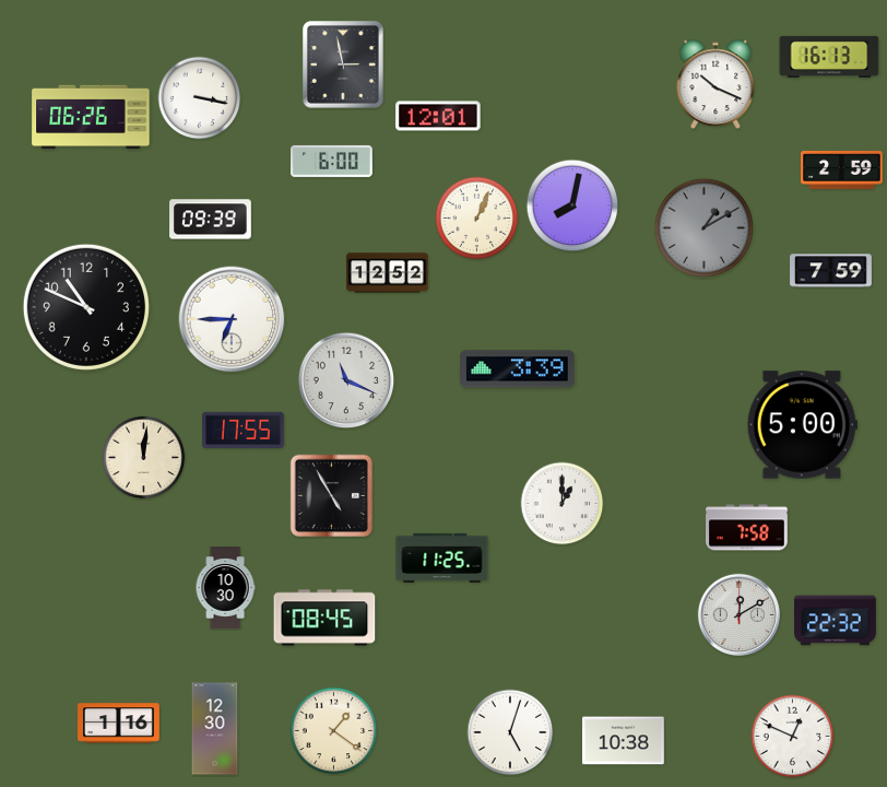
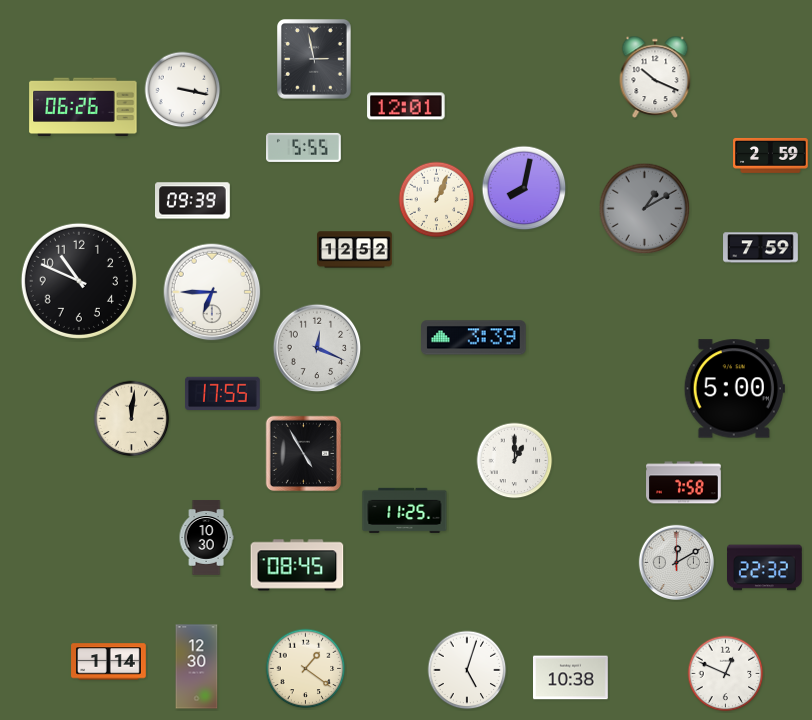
clock at (829, 57): 16:13 -> none
clock at (438, 116) position: (438, 116) -> (406, 106)
clock at (332, 161): 6:00 -> 5:55
clock at (346, 380): 11:19 -> 12:19
clock at (119, 724): 1:16 -> 1:14
